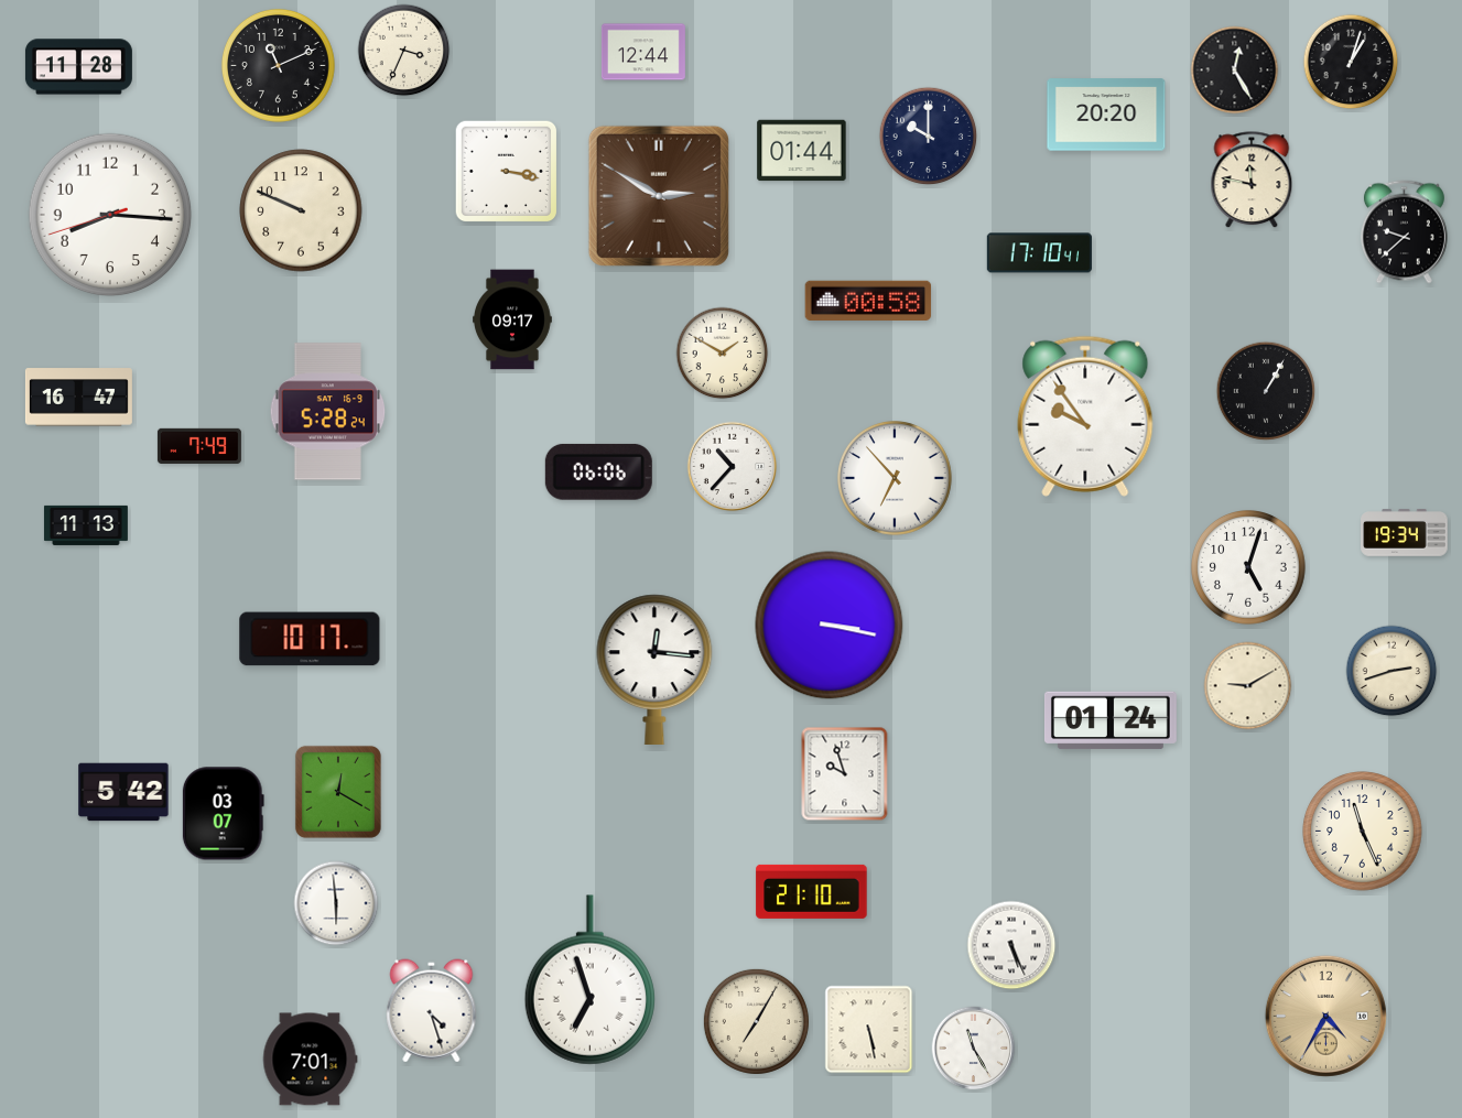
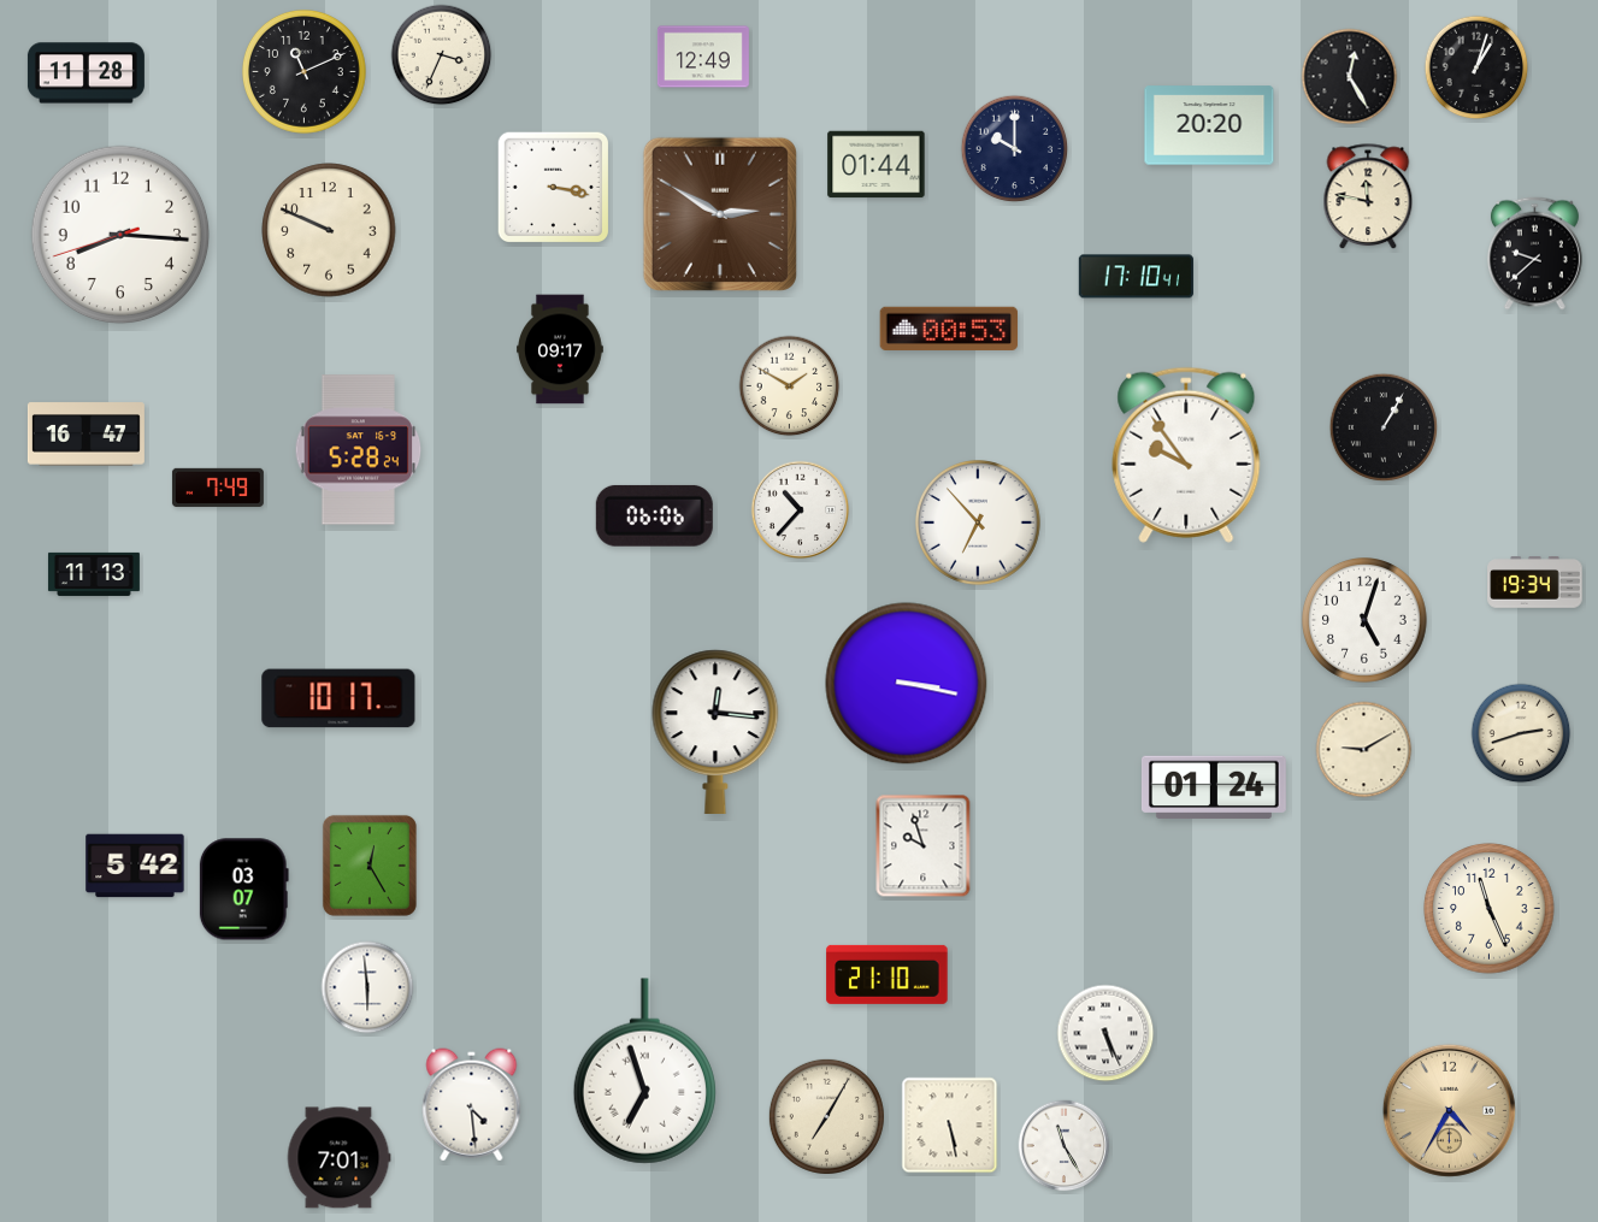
clock at (643, 52): 12:44 -> 12:49
clock at (868, 300): 00:58 -> 00:53
clock at (338, 792): 12:20 -> 12:25
clock at (432, 1011): 4:27 -> 4:29
